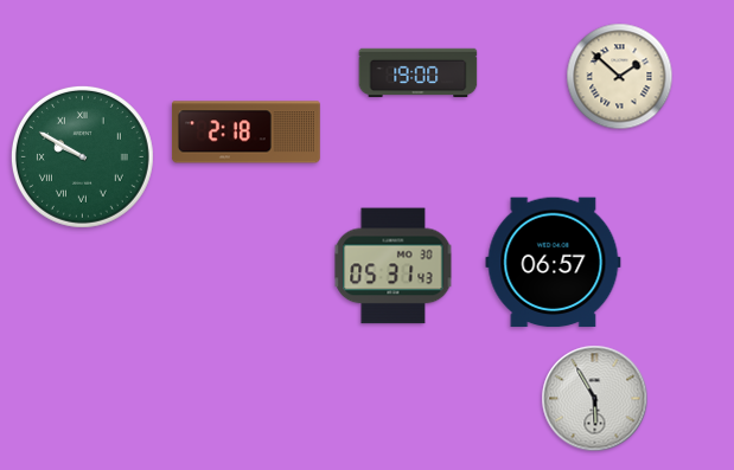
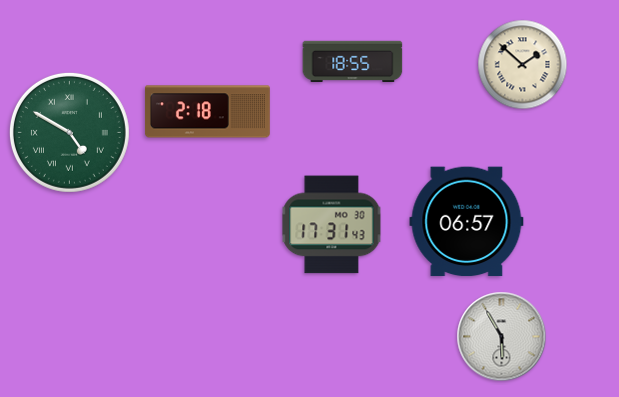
clock at (419, 73): 19:00 -> 18:55
clock at (82, 156): 9:50 -> 4:50
clock at (394, 266): 05:31 -> 17:31
